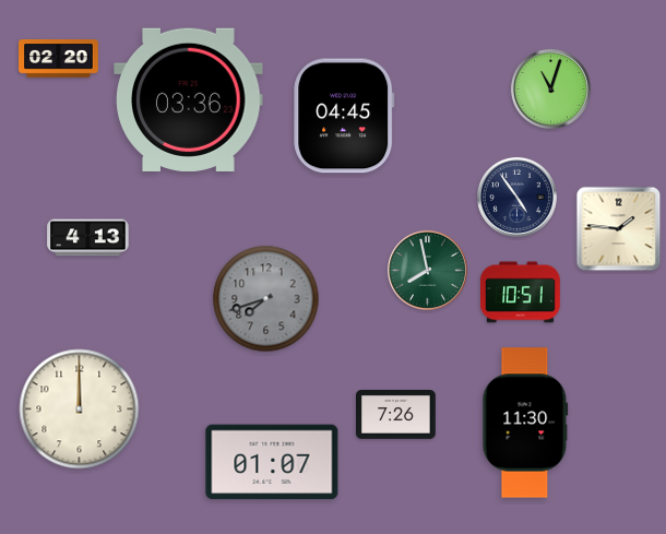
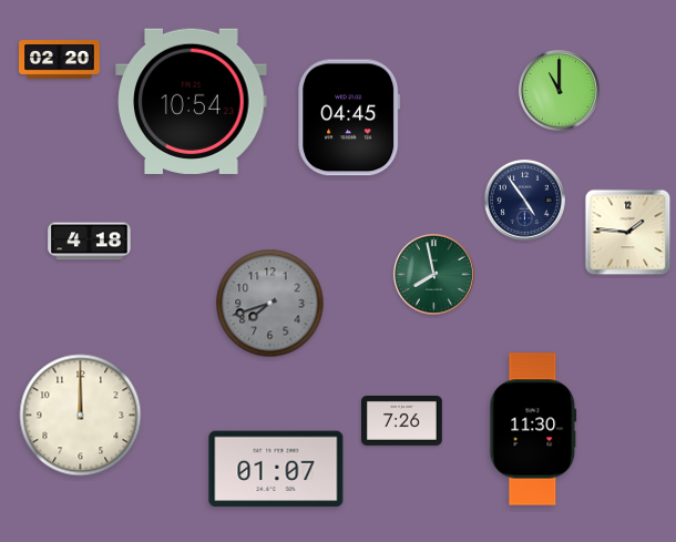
clock at (550, 88): 11:03 -> 11:00
clock at (189, 99): 03:36 -> 10:54
clock at (88, 238): 4:13 -> 4:18
clock at (521, 293): 10:51 -> none
